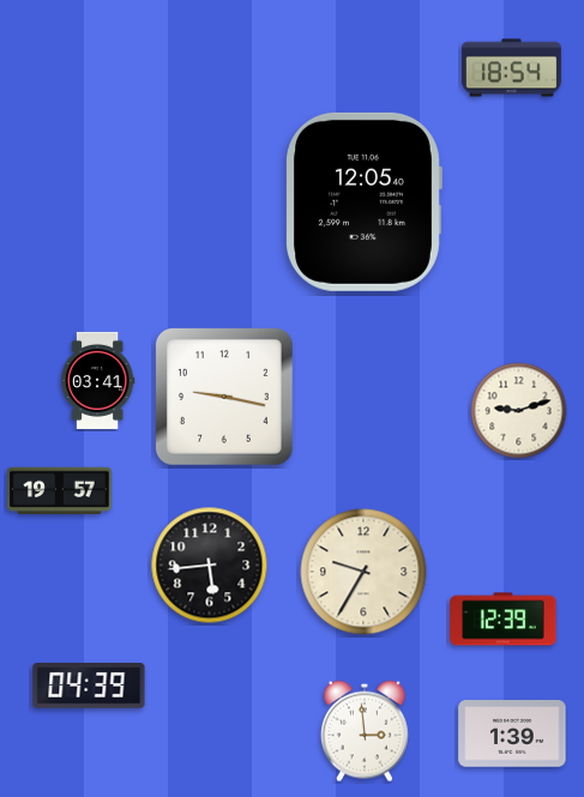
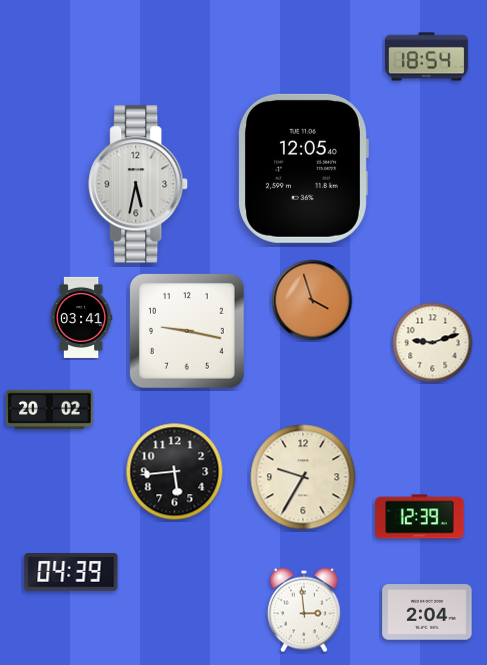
clock at (139, 184): none -> 5:32
clock at (312, 300): none -> 3:57
clock at (60, 490): 19:57 -> 20:02
clock at (89, 687) position: (89, 687) -> (71, 573)
clock at (512, 733): 1:39 -> 2:04
